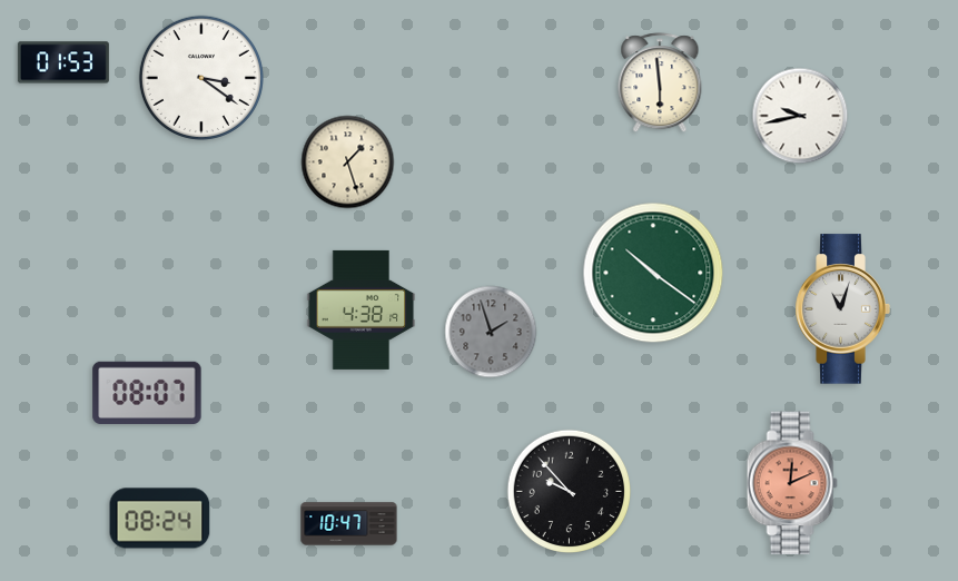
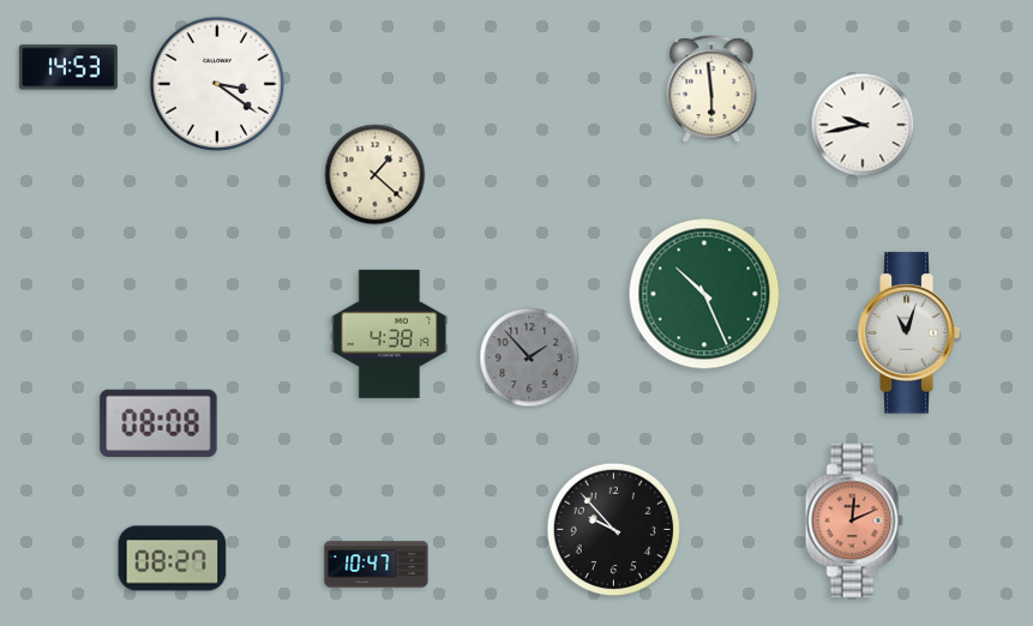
clock at (63, 62): 01:53 -> 14:53
clock at (348, 163): 1:27 -> 1:22
clock at (653, 273): 10:21 -> 10:26
clock at (491, 332): 1:57 -> 1:53
clock at (147, 393): 08:07 -> 08:08
clock at (160, 519): 08:24 -> 08:27
